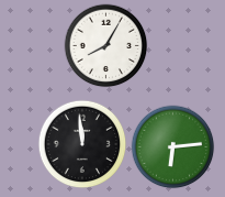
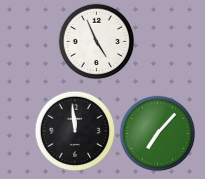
clock at (106, 46): 8:05 -> 4:56
clock at (173, 147): 6:14 -> 7:07
